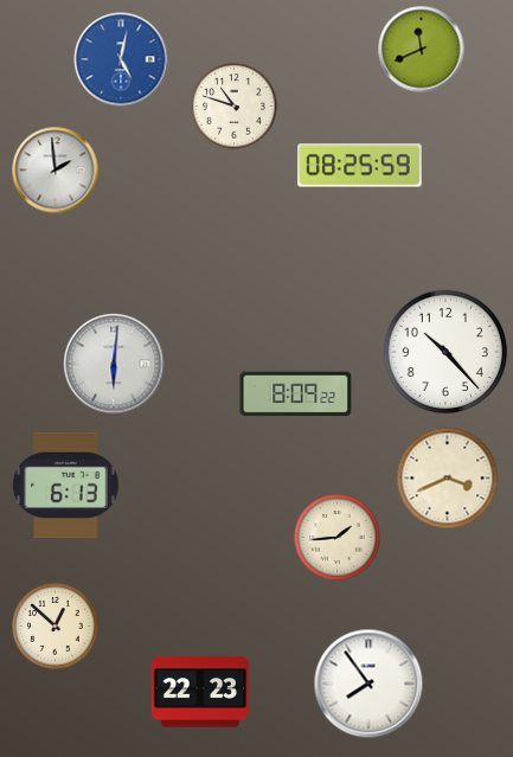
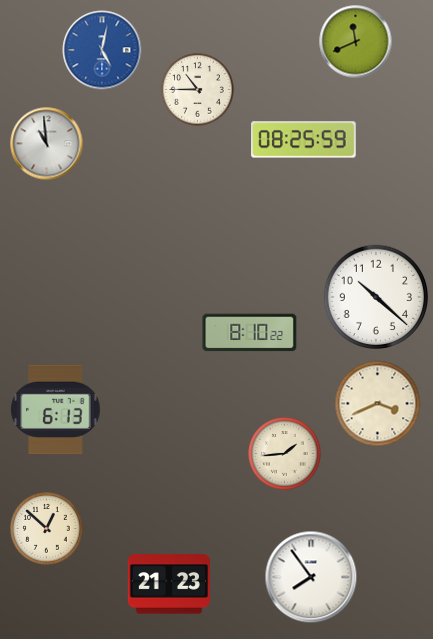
clock at (235, 107): 10:48 -> 10:45
clock at (56, 171): 1:59 -> 10:59
clock at (445, 352): 10:23 -> 10:22
clock at (114, 364): 6:01 -> none
clock at (296, 394): 8:09 -> 8:10
clock at (200, 692): 22:23 -> 21:23
